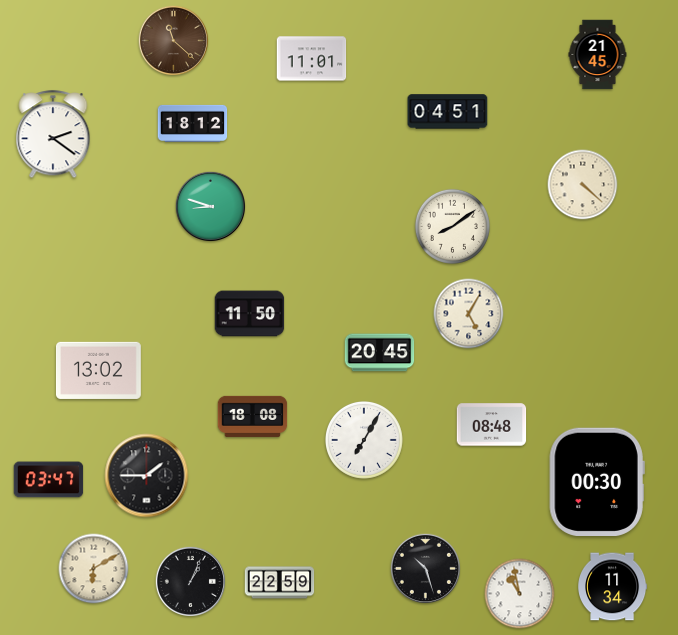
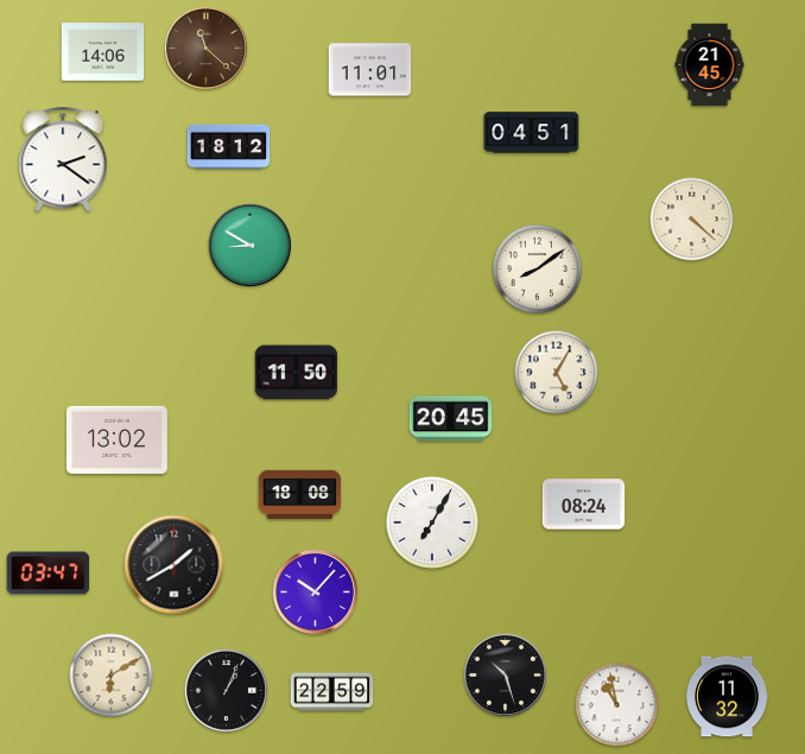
clock at (103, 52): none -> 14:06
clock at (210, 206): 8:48 -> 8:50
clock at (492, 425): 08:48 -> 08:24
clock at (147, 476): 1:45 -> 1:40
clock at (49, 480) position: (49, 480) -> (49, 574)
clock at (597, 481): 00:30 -> none
clock at (315, 591): none -> 10:07
clock at (613, 587): 11:34 -> 11:32
